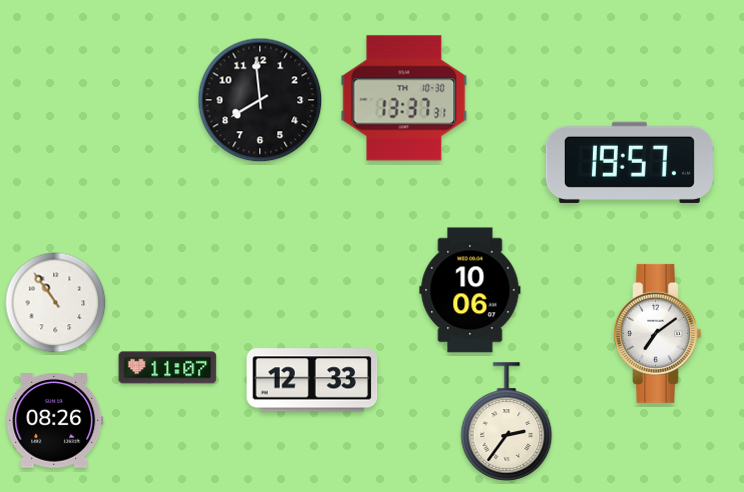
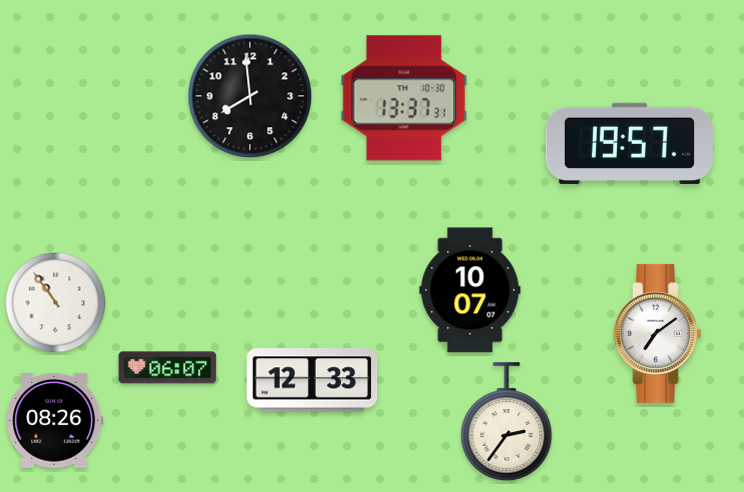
clock at (260, 100) position: (260, 100) -> (250, 96)
clock at (629, 162) position: (629, 162) -> (629, 143)
clock at (470, 290): 10:06 -> 10:07
clock at (168, 368): 11:07 -> 06:07
